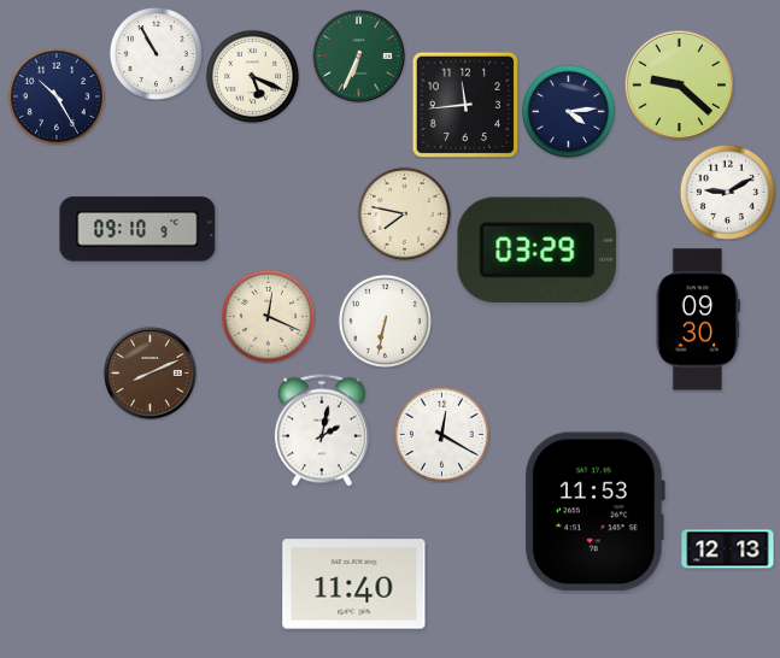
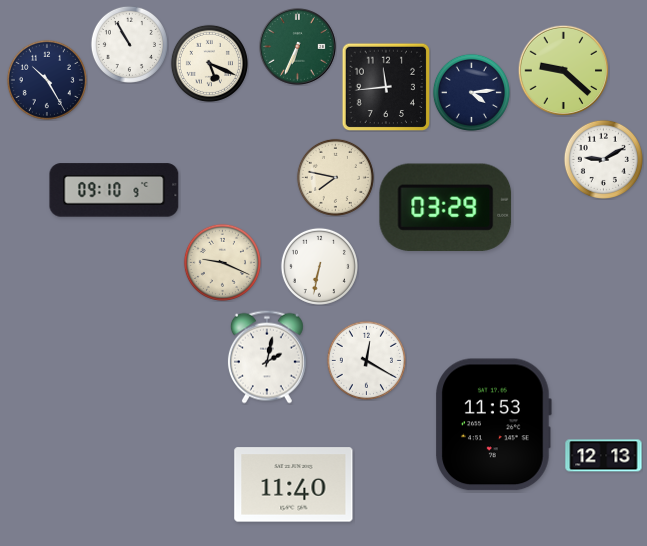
clock at (268, 316): 12:19 -> 9:19
clock at (698, 319): 09:30 -> none
clock at (151, 374): 8:11 -> none
